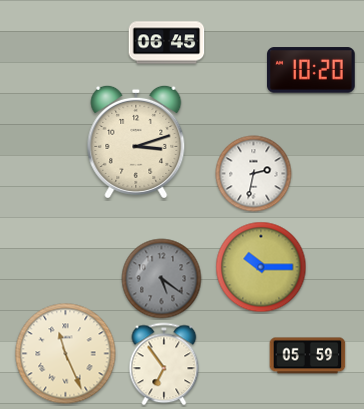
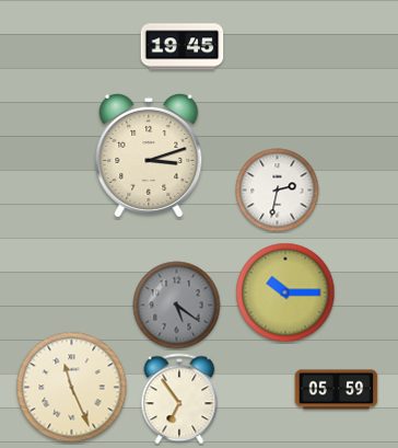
clock at (167, 43): 06:45 -> 19:45
clock at (312, 70): 10:20 -> none
